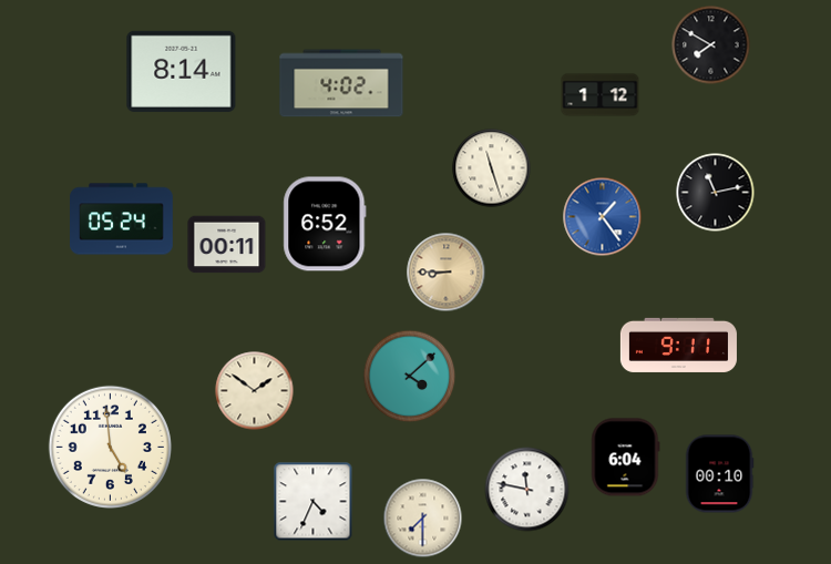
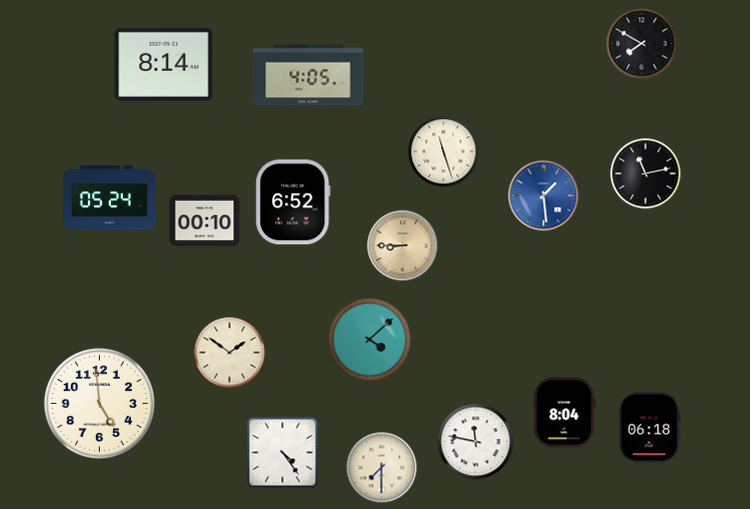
clock at (711, 45) position: (711, 45) -> (642, 44)
clock at (341, 83): 4:02 -> 4:05
clock at (601, 95): 1:12 -> none
clock at (603, 217): 1:24 -> 1:29
clock at (227, 245): 00:11 -> 00:10
clock at (678, 345): 9:11 -> none
clock at (626, 458): 6:04 -> 8:04
clock at (719, 474): 00:10 -> 06:18
clock at (314, 502): 4:34 -> 4:24
